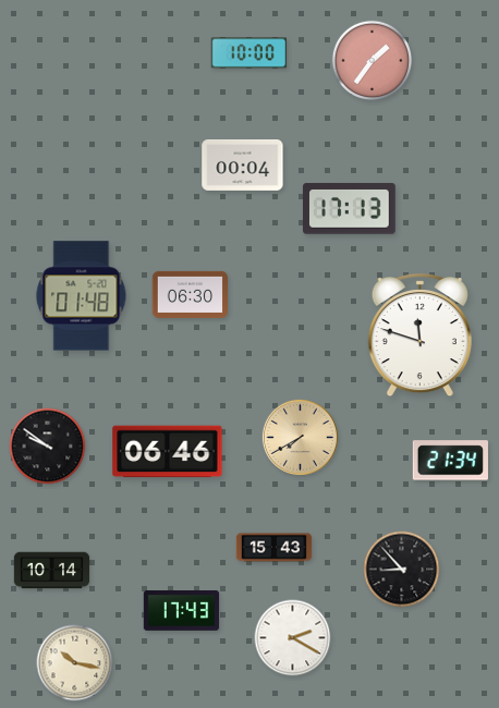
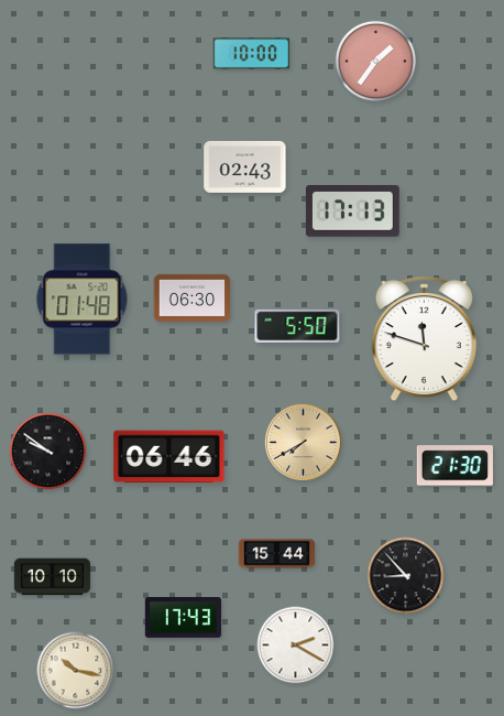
clock at (243, 164): 00:04 -> 02:43
clock at (297, 325): none -> 5:50
clock at (450, 461): 21:34 -> 21:30
clock at (275, 548): 15:43 -> 15:44
clock at (52, 571): 10:14 -> 10:10
